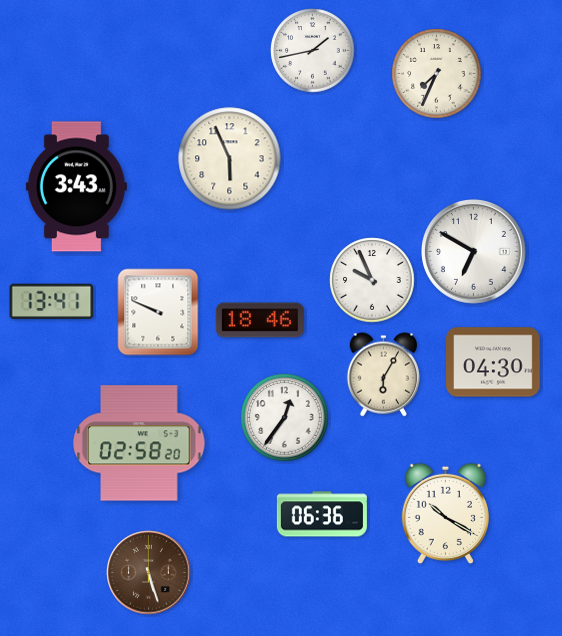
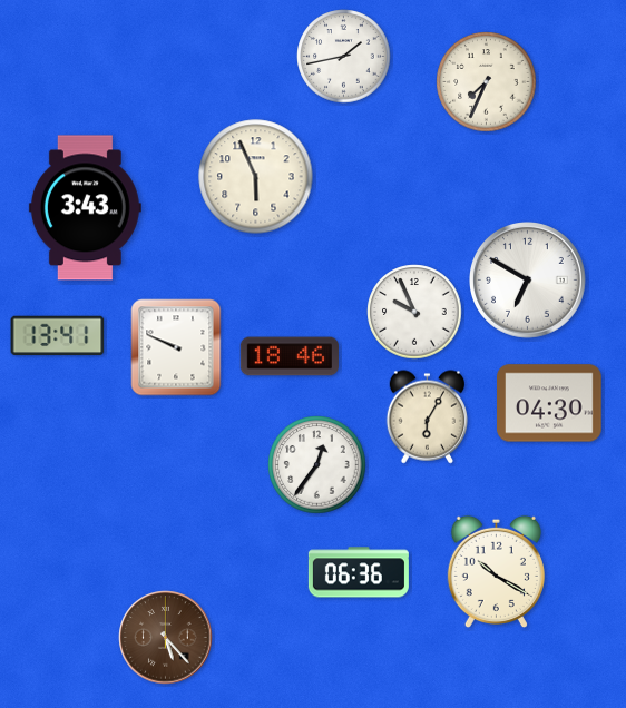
clock at (313, 51) position: (313, 51) -> (344, 57)
clock at (139, 443): 02:58 -> none
clock at (149, 573): 5:27 -> 5:23
